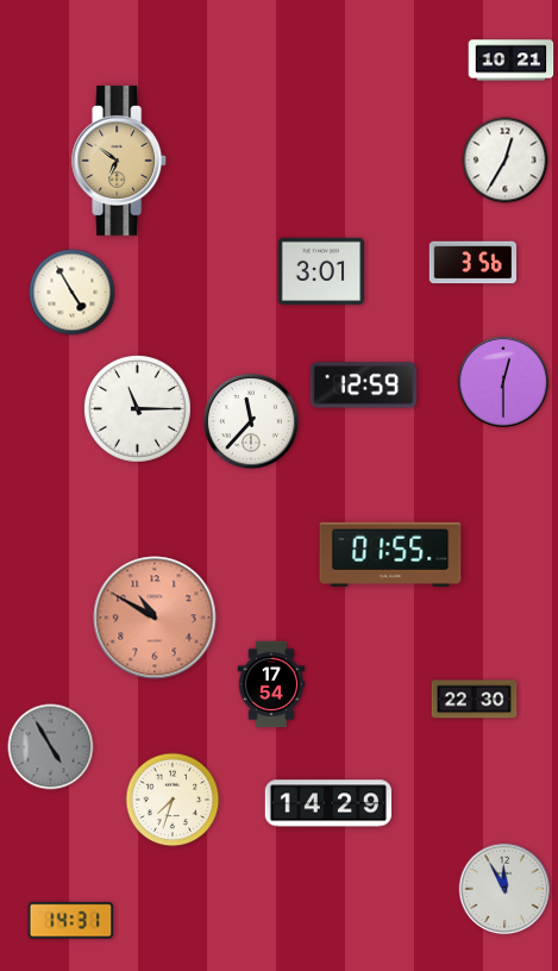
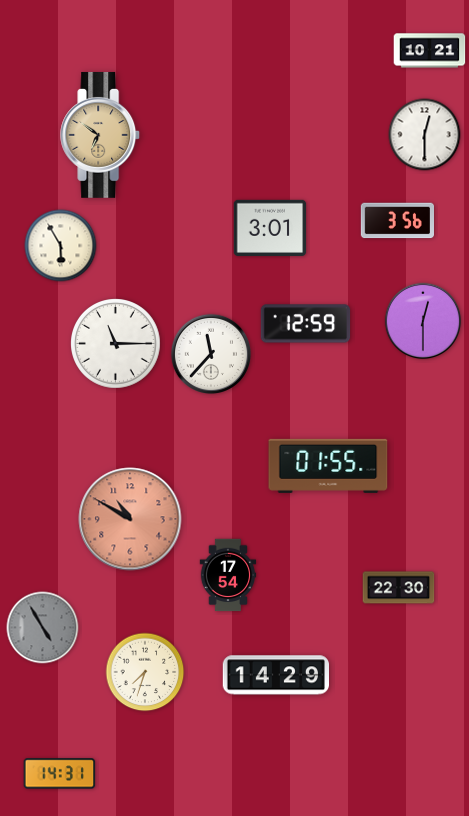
clock at (506, 161): 12:35 -> 12:30
clock at (73, 293): 4:55 -> 5:55
clock at (504, 889): 11:55 -> none
